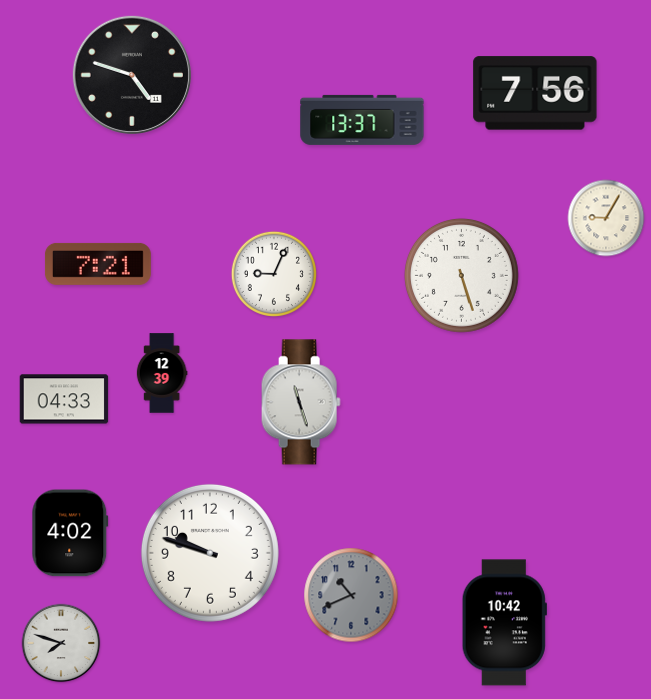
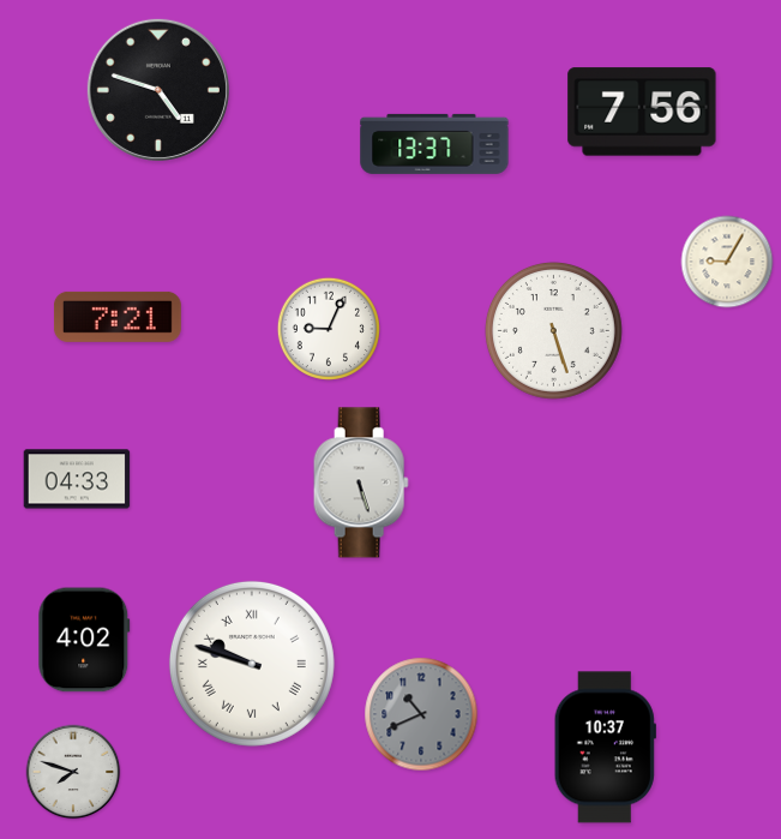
clock at (162, 373): 12:39 -> none
clock at (301, 402): 11:27 -> 5:27
clock at (210, 553) numerals: Arabic -> Roman
clock at (504, 623): 10:42 -> 10:37
